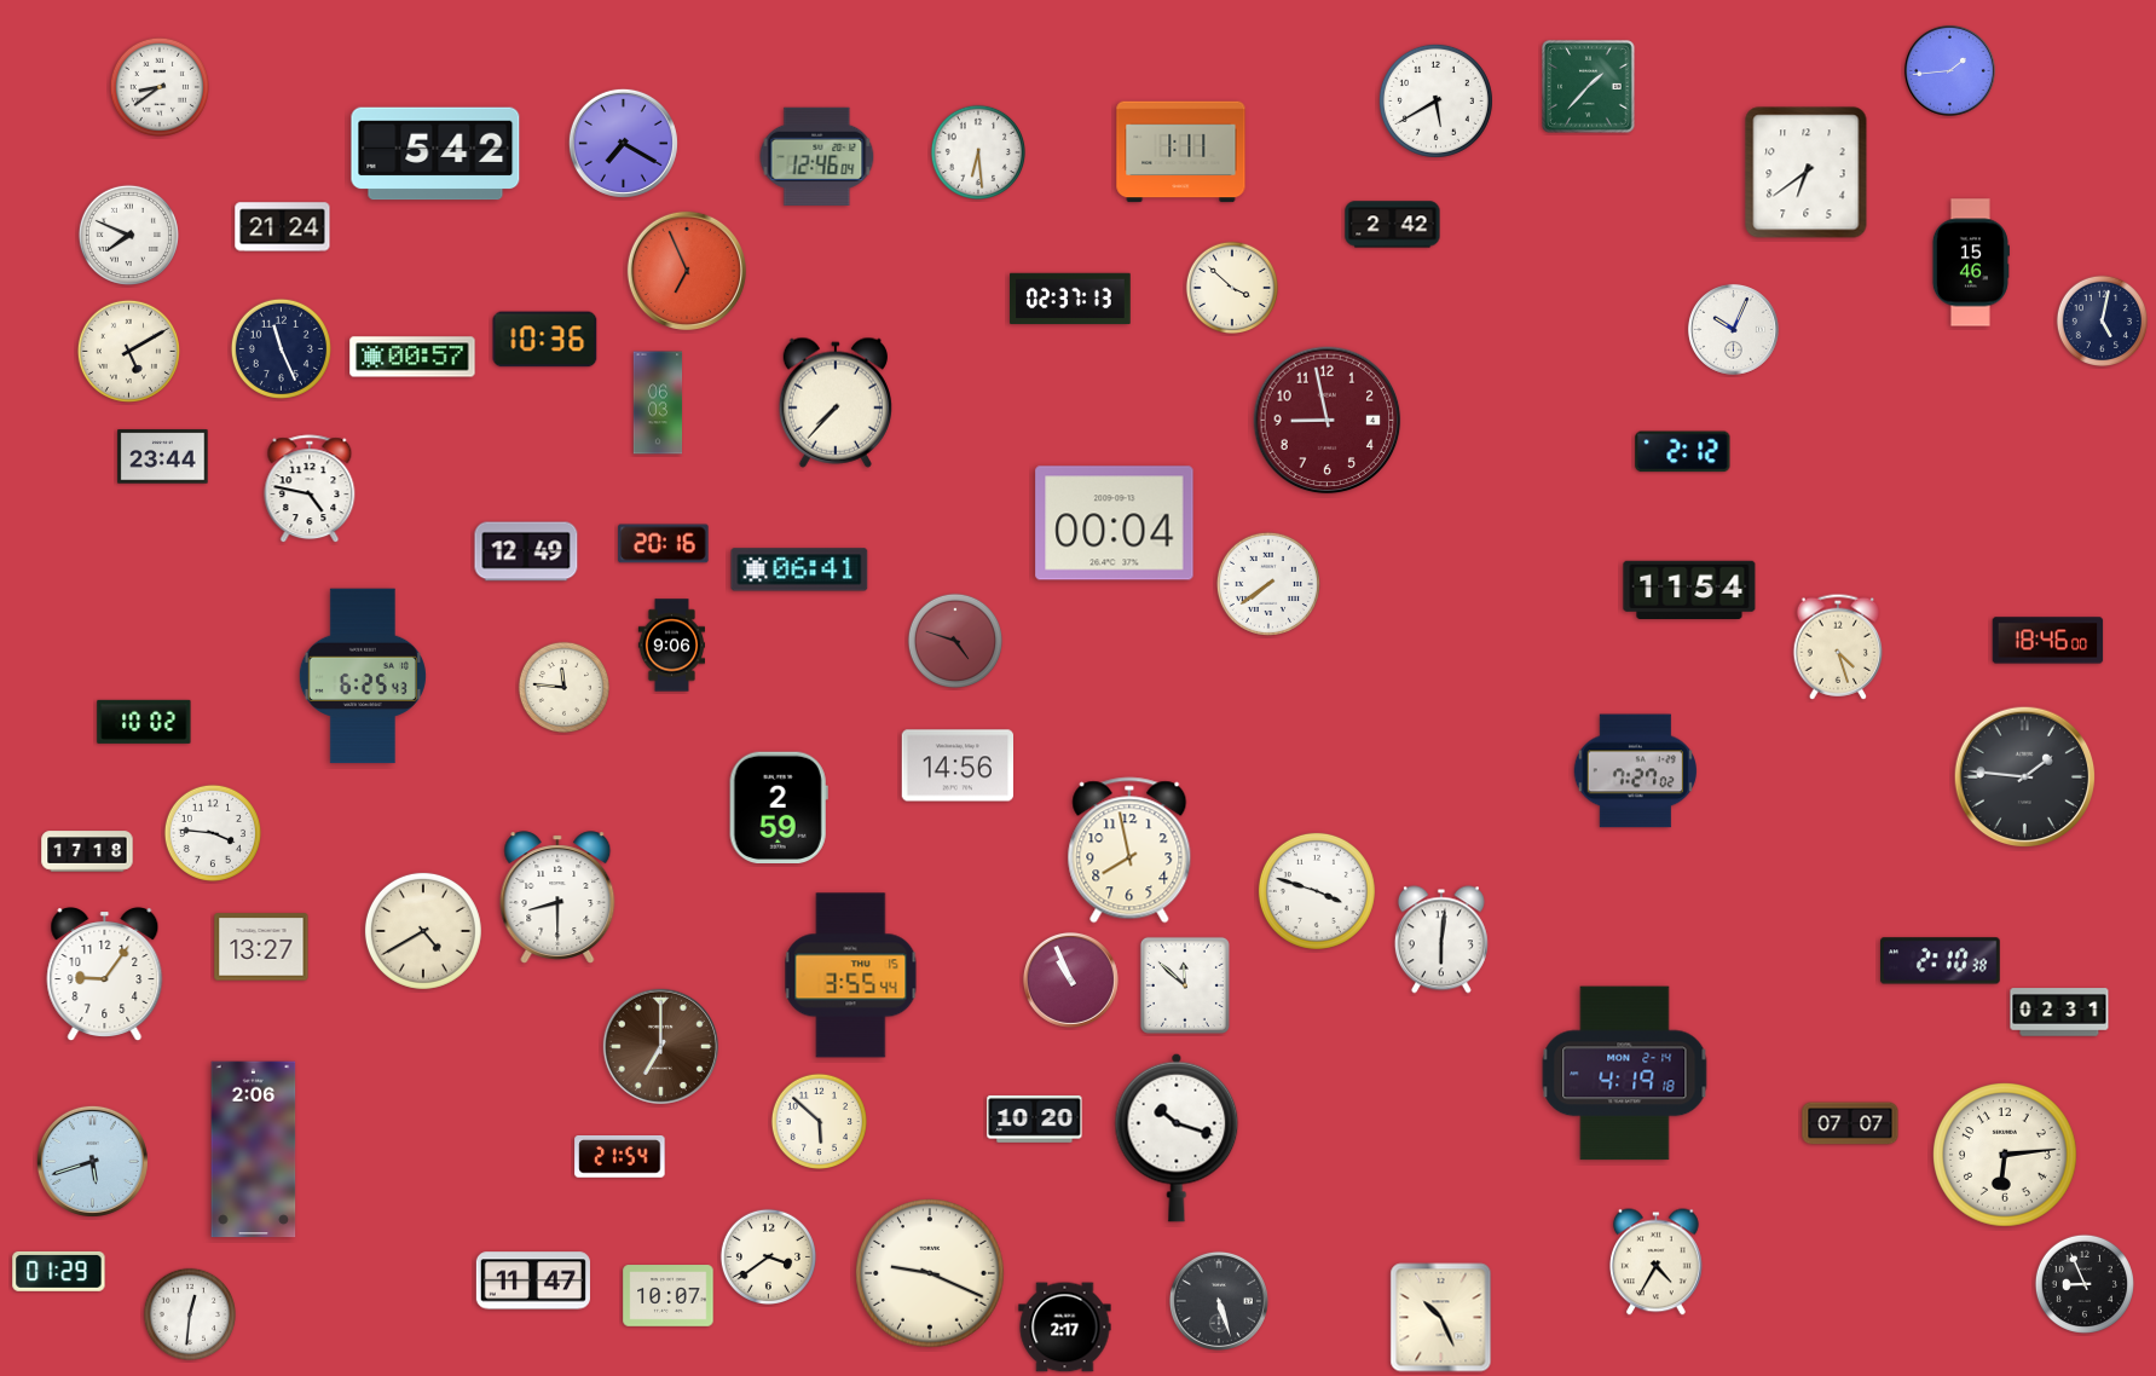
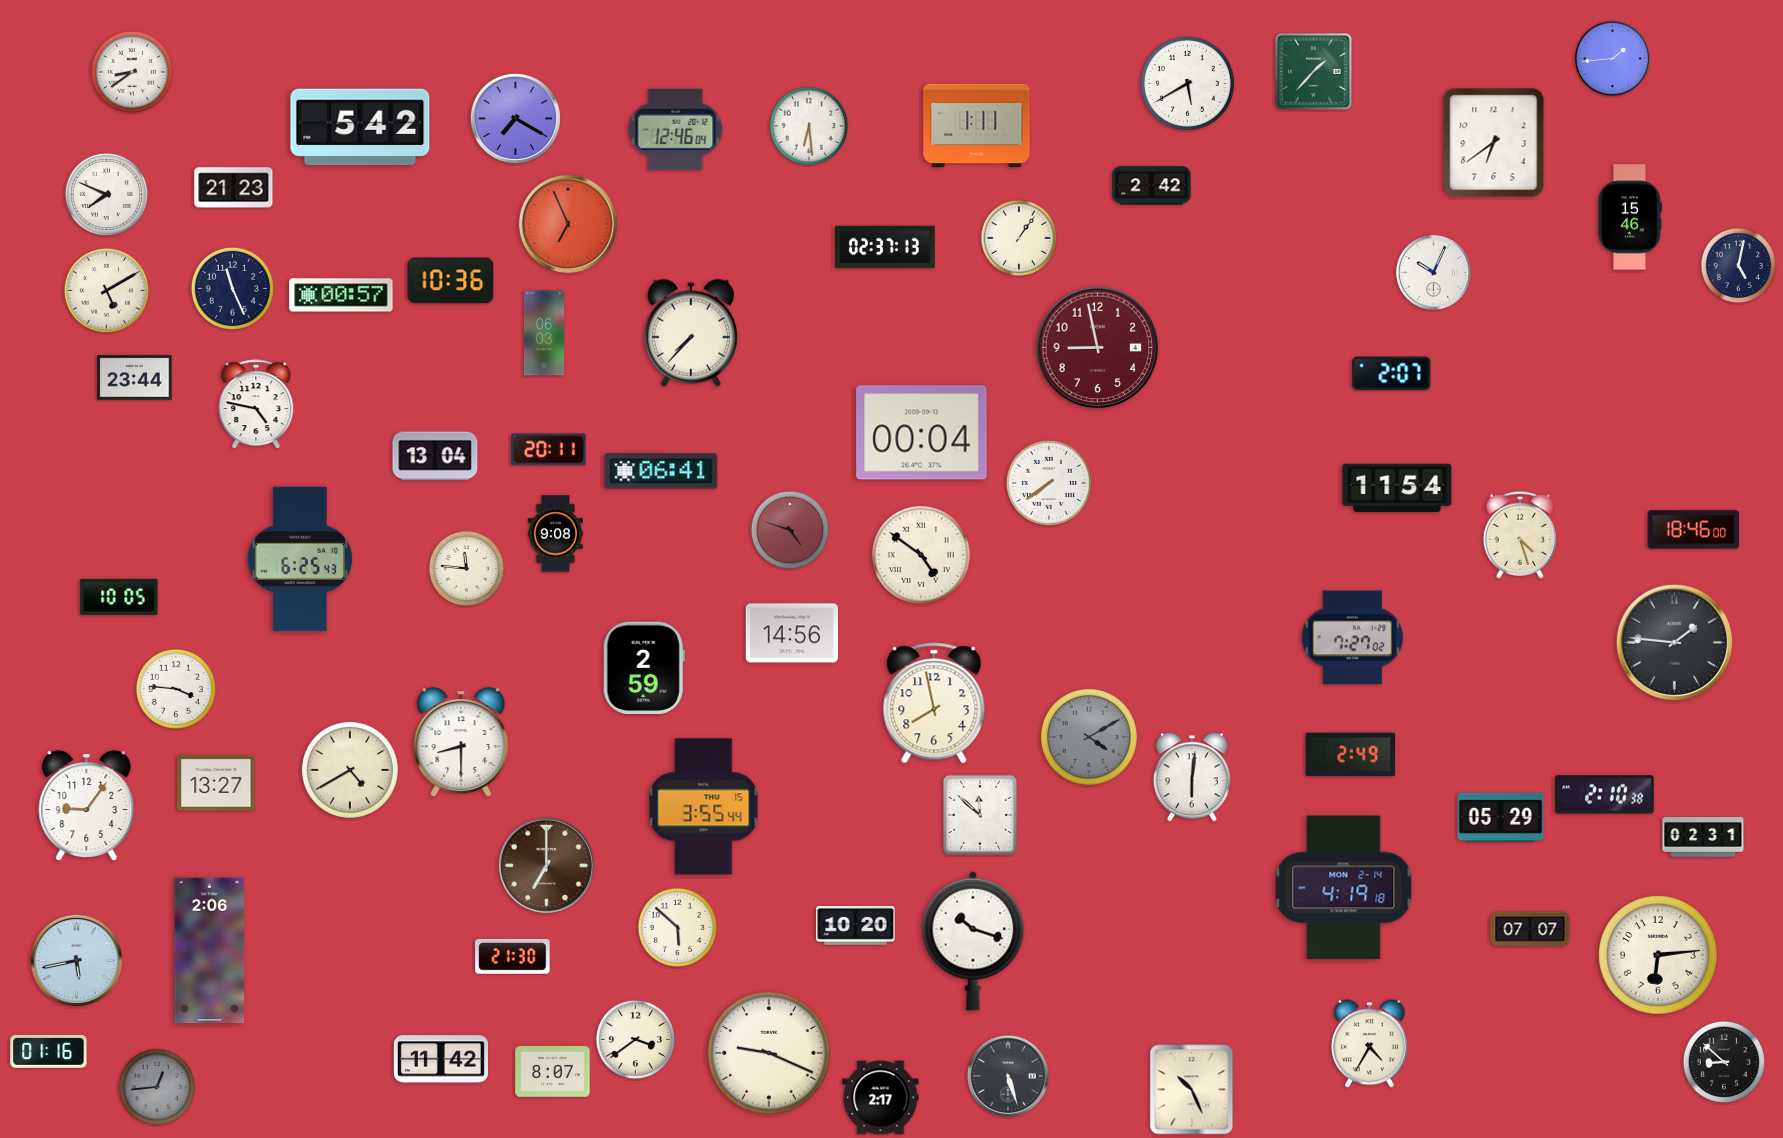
clock at (283, 227): 21:24 -> 21:23
clock at (1231, 287): 3:52 -> 1:06
clock at (1683, 452): 2:12 -> 2:07
clock at (664, 544): 20:16 -> 20:11
clock at (526, 551): 12:49 -> 13:04
clock at (671, 646): 9:06 -> 9:08
clock at (921, 555): none -> 4:51
clock at (144, 722): 10:02 -> 10:05
clock at (87, 851): 17:18 -> none
clock at (1317, 891): 3:48 -> 4:10
clock at (1317, 891) dial: white -> grey
clock at (1351, 755): none -> 2:49
clock at (1070, 979): 10:56 -> none
clock at (1501, 817): none -> 05:29
clock at (620, 1157): 21:54 -> 21:30
clock at (92, 1161): 5:42 -> 5:43
clock at (59, 1271): 01:29 -> 01:16
clock at (533, 1280): 11:47 -> 11:42
clock at (2085, 1284): 8:56 -> 8:52
clock at (669, 1296): 10:07 -> 8:07
clock at (189, 1313): 12:31 -> 12:44
clock at (189, 1313) dial: white -> grey
